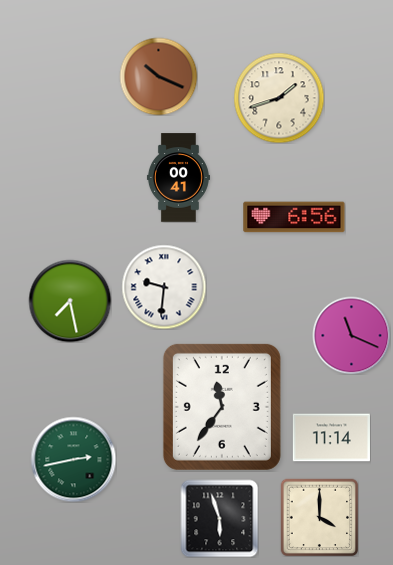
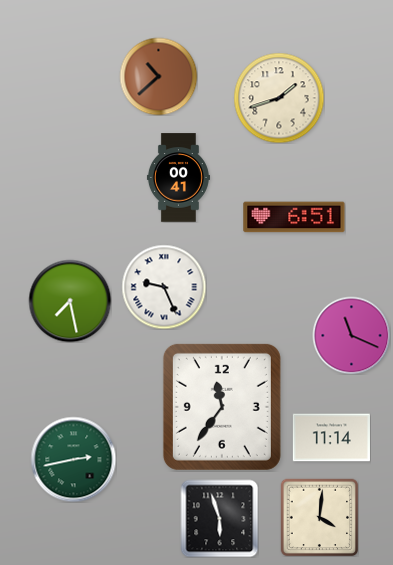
clock at (158, 76): 10:19 -> 10:38
clock at (294, 217): 6:56 -> 6:51
clock at (164, 287): 9:31 -> 9:26
clock at (319, 517): 4:00 -> 4:01
